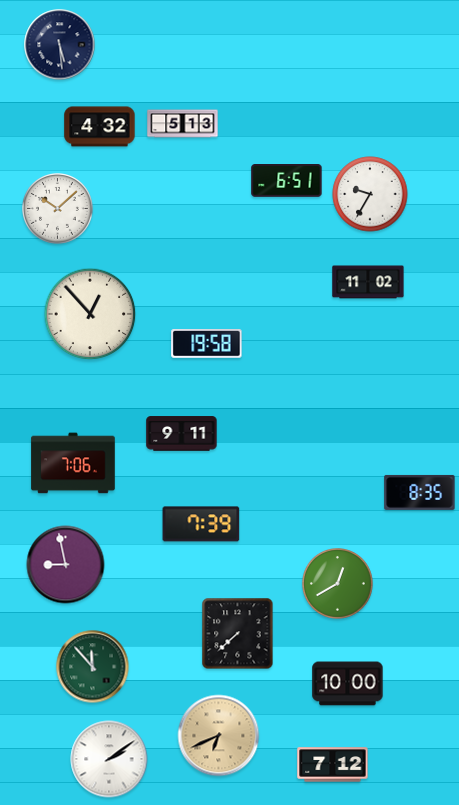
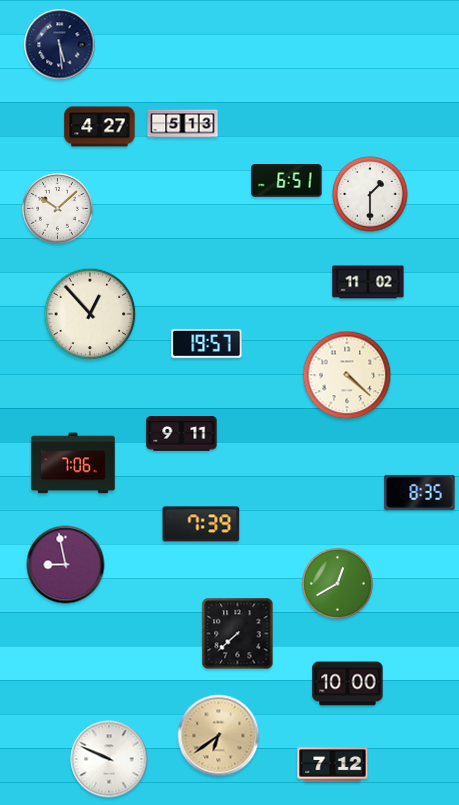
clock at (100, 127): 4:32 -> 4:27
clock at (370, 194): 9:35 -> 1:30
clock at (207, 344): 19:58 -> 19:57
clock at (347, 375): none -> 4:22
clock at (93, 667): 11:53 -> none
clock at (219, 736): 6:41 -> 6:39
clock at (109, 759): 2:09 -> 9:49
